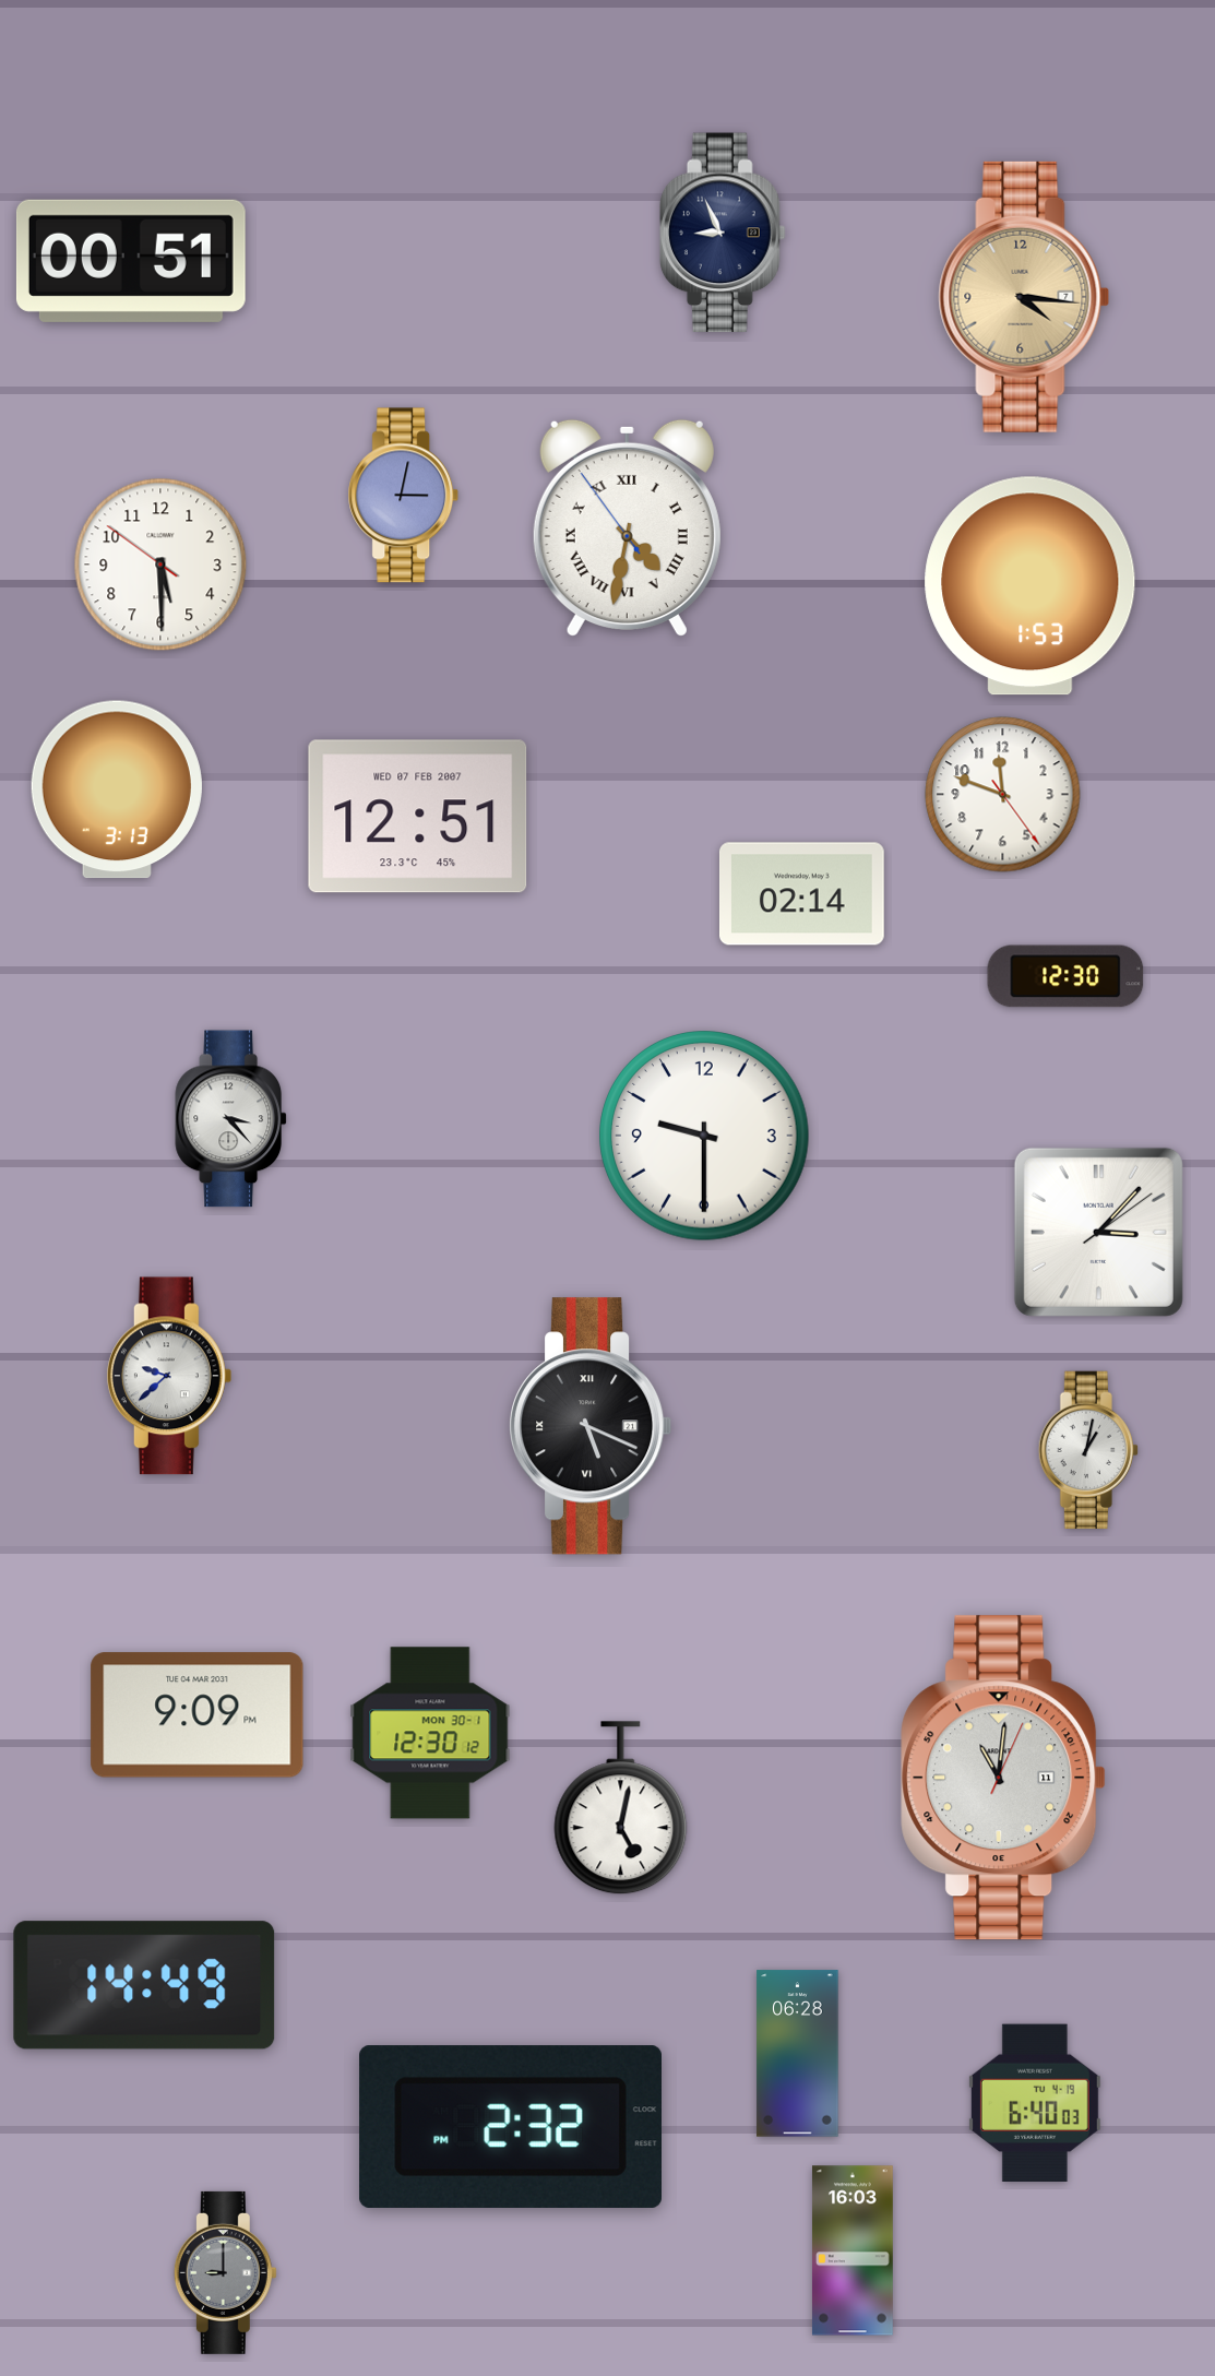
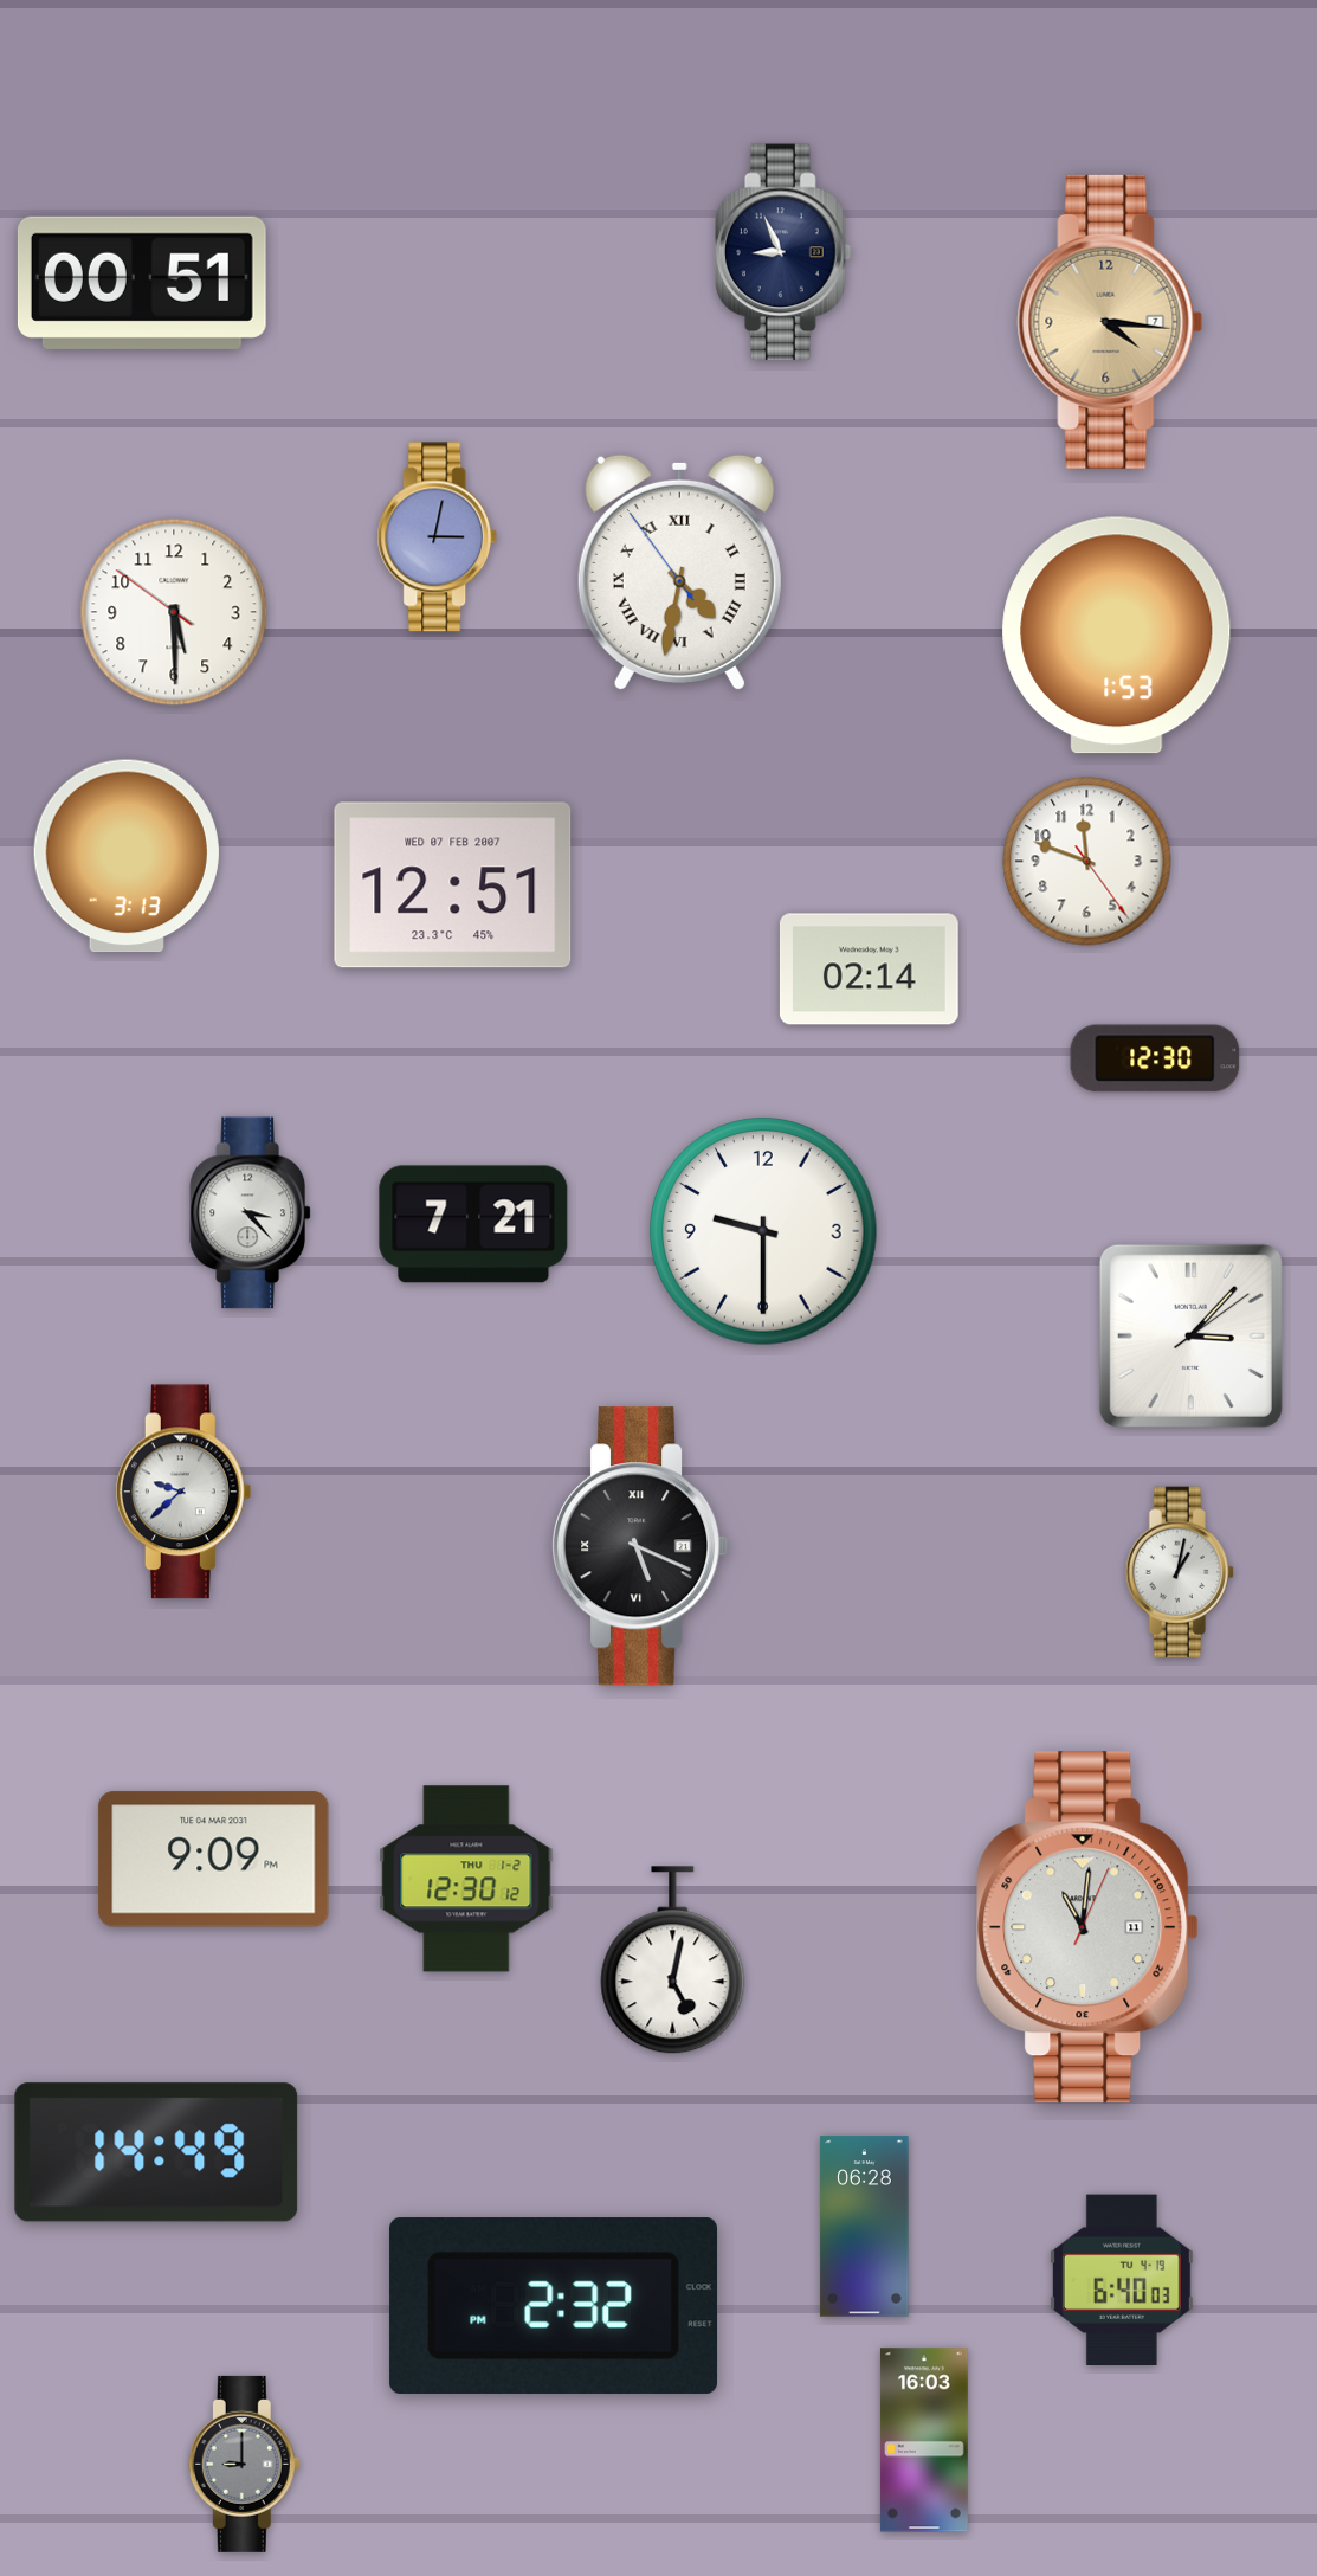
clock at (473, 1224): none -> 7:21
clock at (430, 1733) date: MON 30-1 -> THU 1-2
